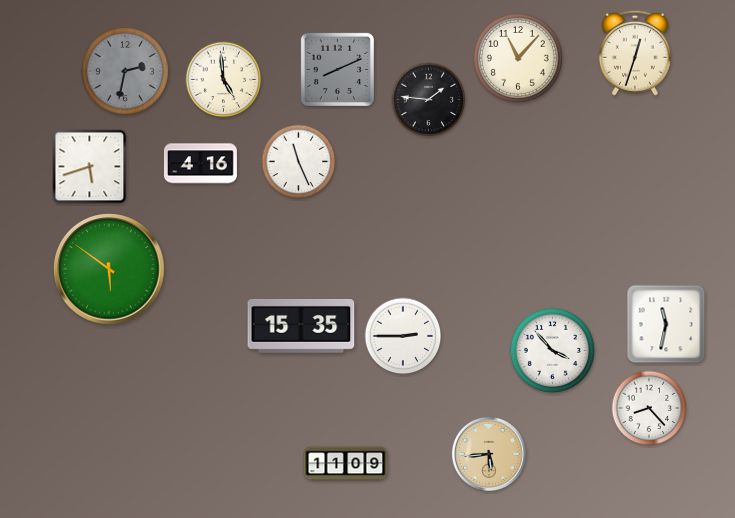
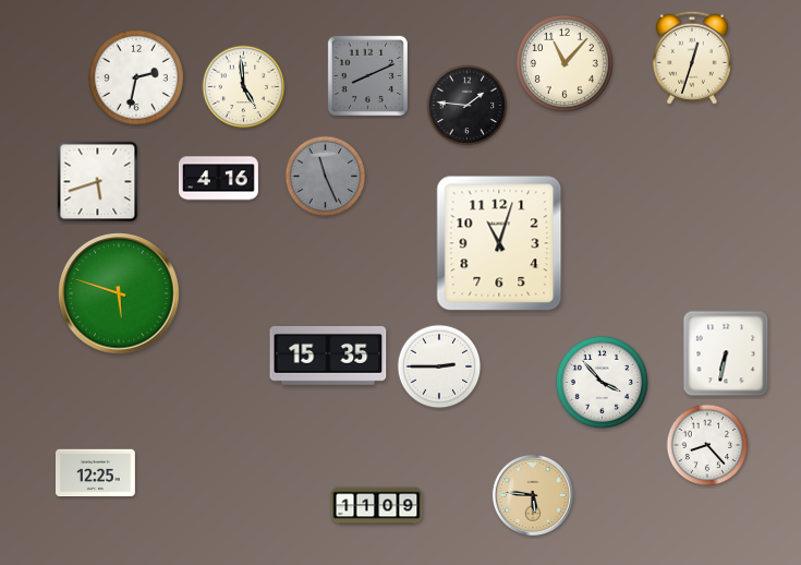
clock at (125, 71) dial: grey -> white
clock at (429, 100) position: (429, 100) -> (468, 106)
clock at (299, 162) dial: white -> grey
clock at (499, 243): none -> 11:03
clock at (109, 269): 5:51 -> 5:48
clock at (666, 324): 11:32 -> 6:32
clock at (95, 473): none -> 12:25
clock at (489, 454): 5:44 -> 5:46
